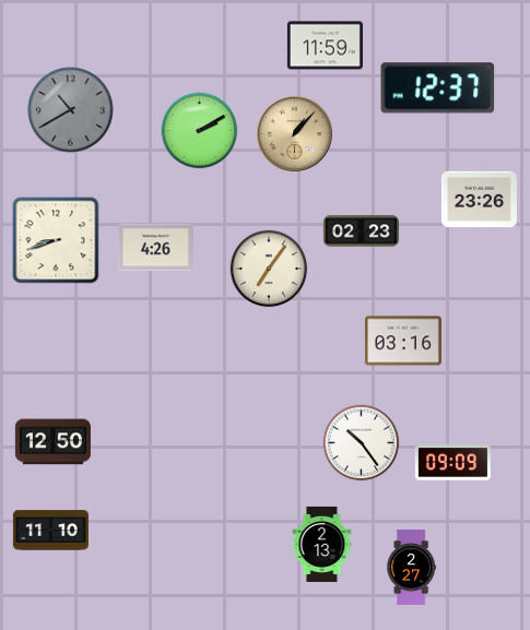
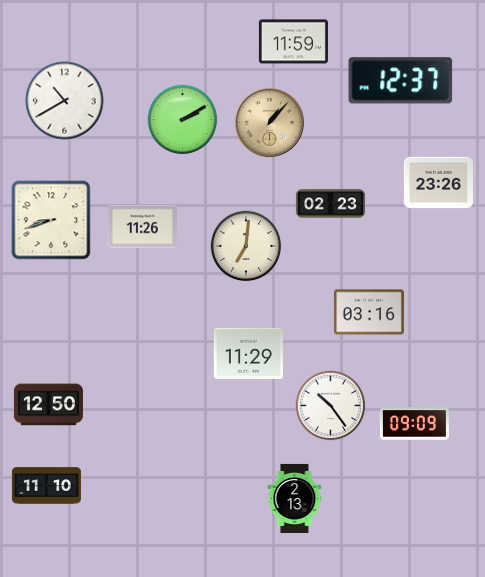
clock at (325, 46) position: (325, 46) -> (293, 42)
clock at (71, 110) dial: grey -> white
clock at (361, 231) position: (361, 231) -> (330, 204)
clock at (155, 248): 4:26 -> 11:26
clock at (269, 269): 7:06 -> 7:01
clock at (248, 354): none -> 11:29
clock at (411, 567): 2:27 -> none
